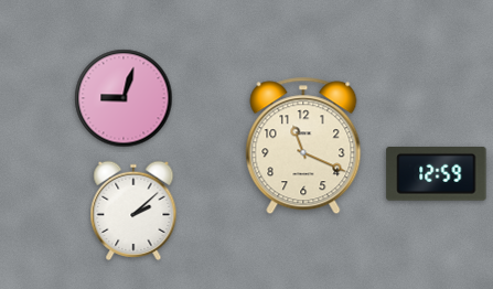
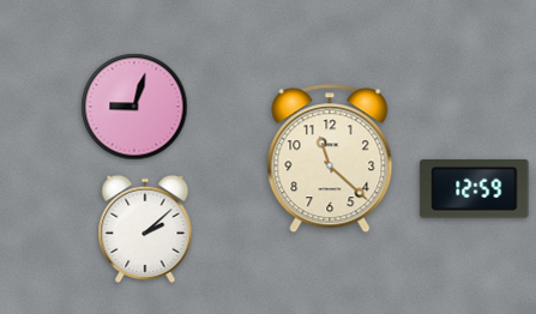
clock at (303, 146): 11:19 -> 11:22
